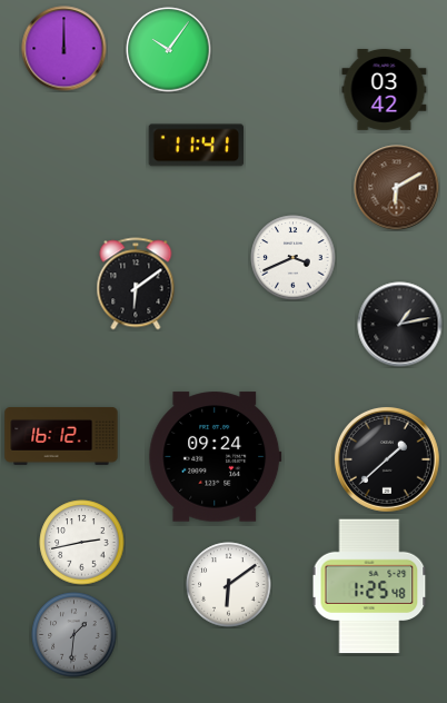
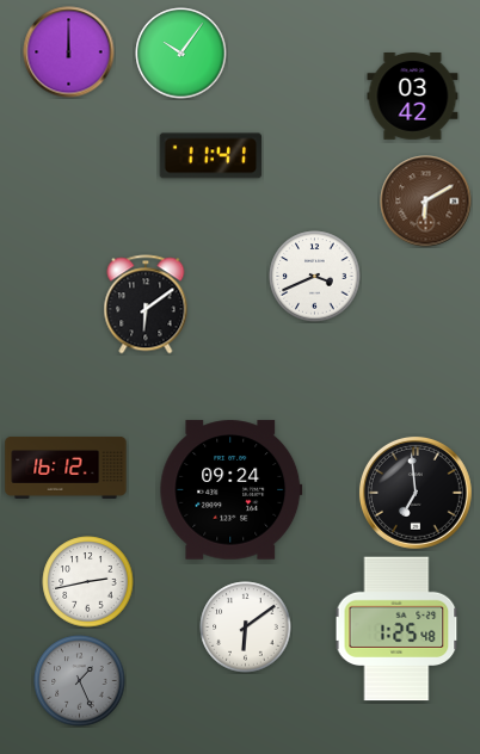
clock at (400, 325): 1:13 -> none
clock at (387, 459): 1:38 -> 6:59
clock at (74, 635): 1:31 -> 1:26
